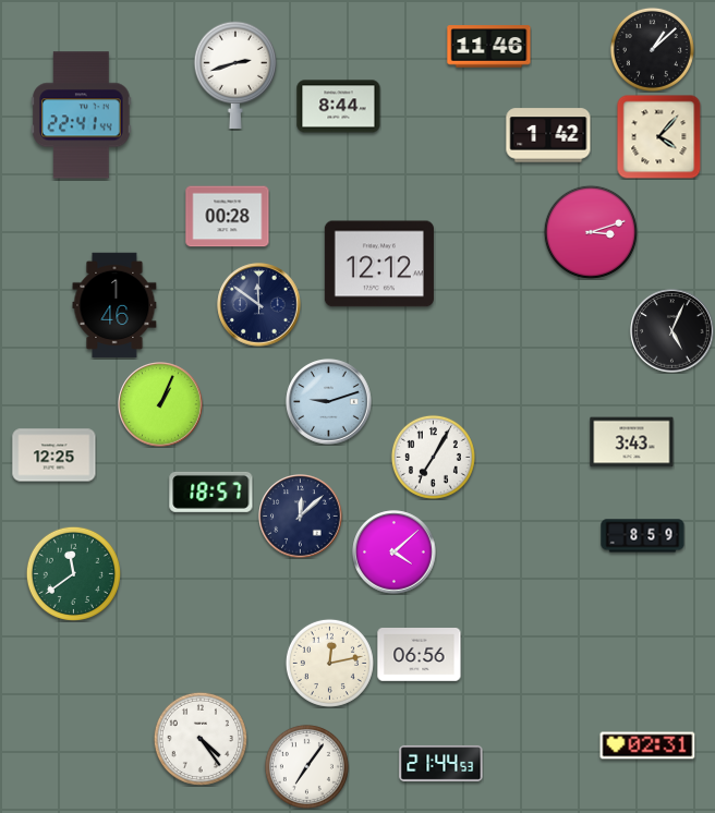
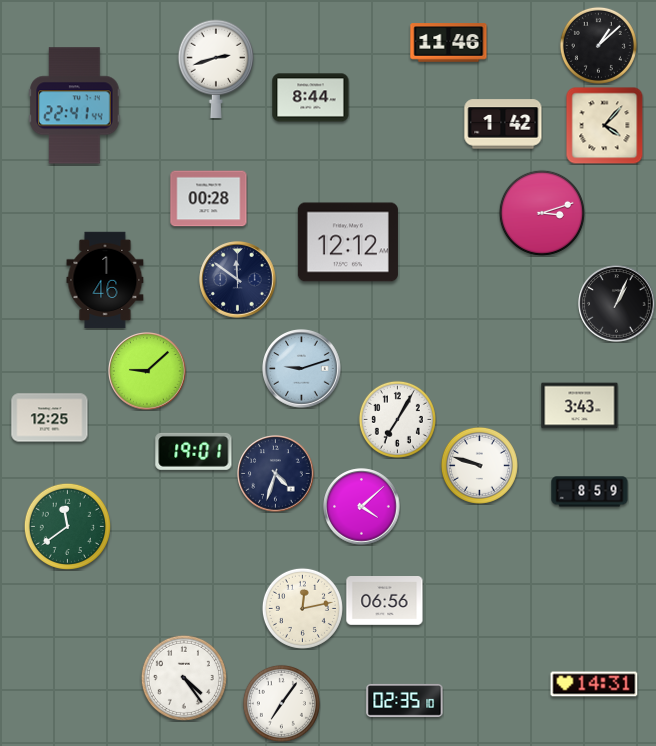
clock at (672, 331): 5:04 -> 1:04
clock at (160, 404): 1:04 -> 9:08
clock at (211, 492): 18:57 -> 19:01
clock at (479, 465): none -> 9:48
clock at (301, 517): 12:08 -> 4:33
clock at (647, 745): 02:31 -> 14:31
clock at (441, 763): 21:44 -> 02:35
